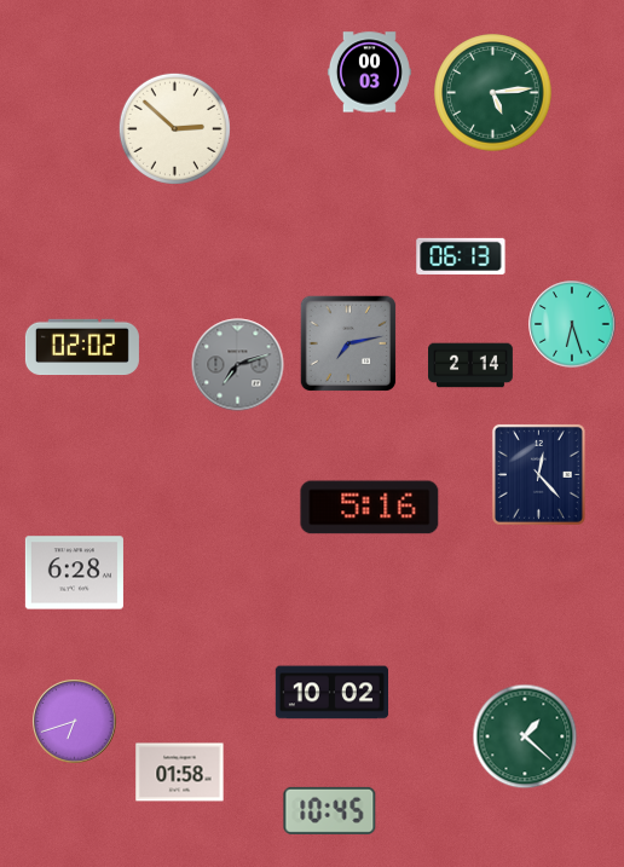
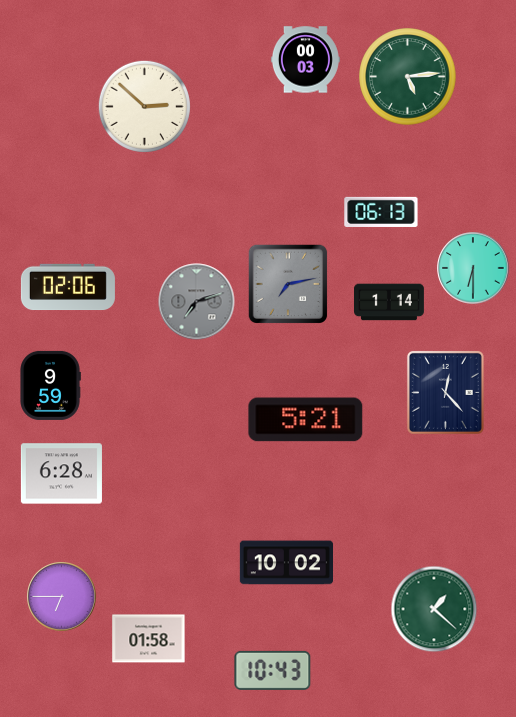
clock at (572, 324): 6:27 -> 6:30
clock at (82, 347): 02:02 -> 02:06
clock at (472, 365): 2:14 -> 1:14
clock at (50, 385): none -> 9:59
clock at (370, 508): 5:16 -> 5:21
clock at (331, 693) position: (331, 693) -> (286, 563)
clock at (75, 722): 6:42 -> 6:45
clock at (330, 810): 10:45 -> 10:43
